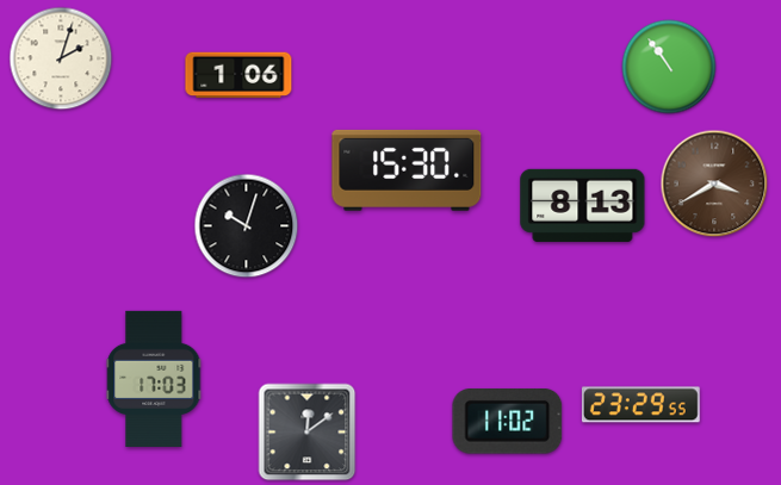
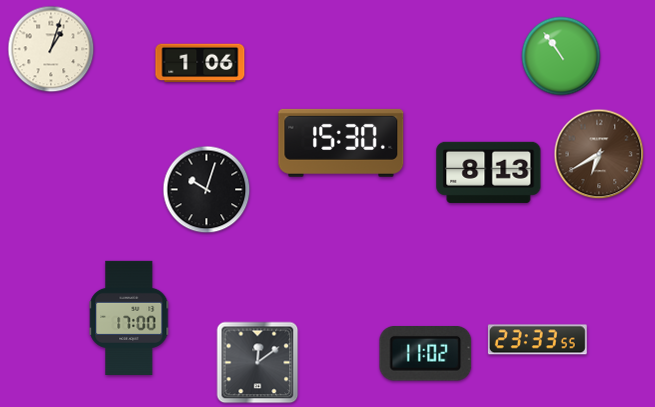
clock at (61, 58): 2:03 -> 1:03
clock at (714, 184): 3:40 -> 6:40
clock at (154, 379): 17:03 -> 17:00
clock at (640, 405): 23:29 -> 23:33
